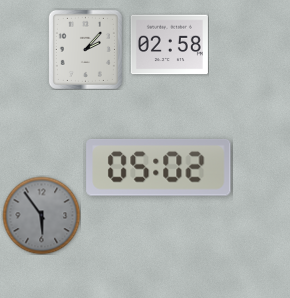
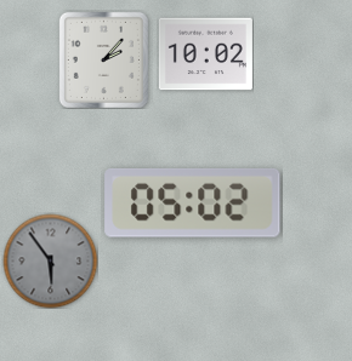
clock at (169, 45): 02:58 -> 10:02
